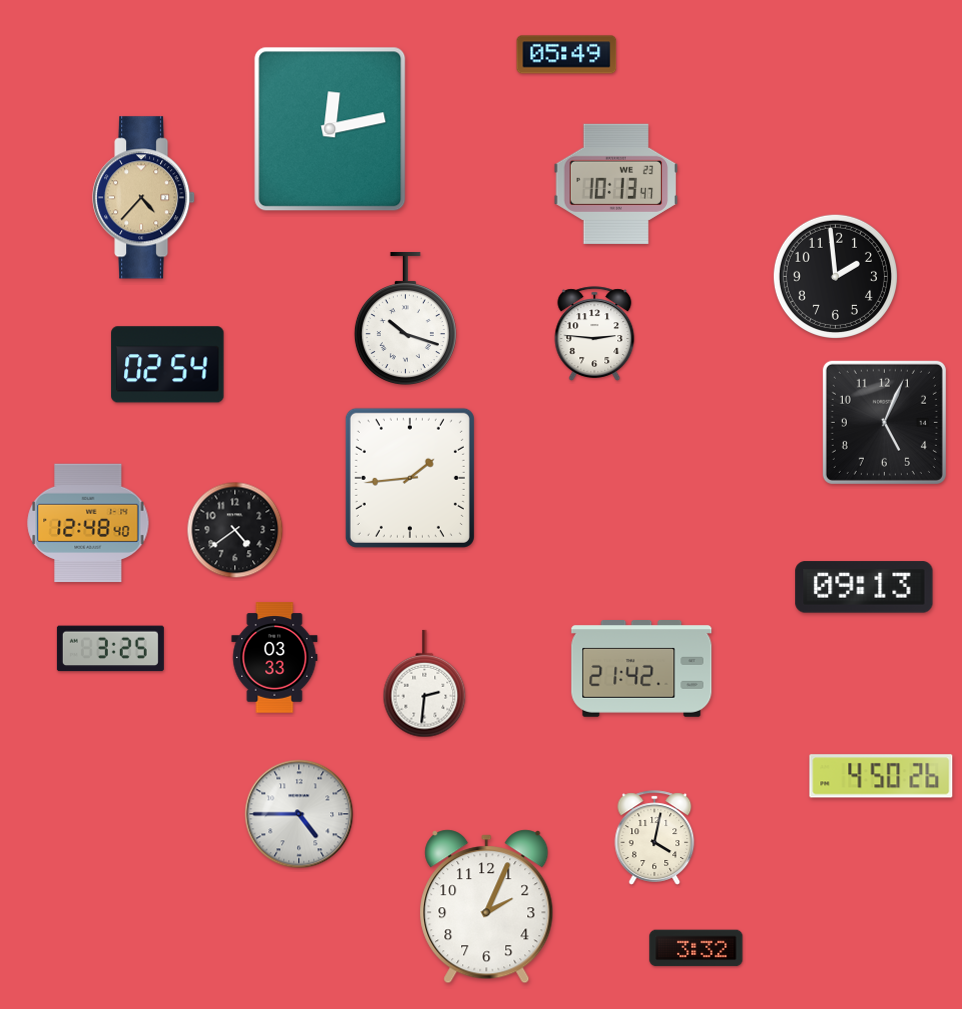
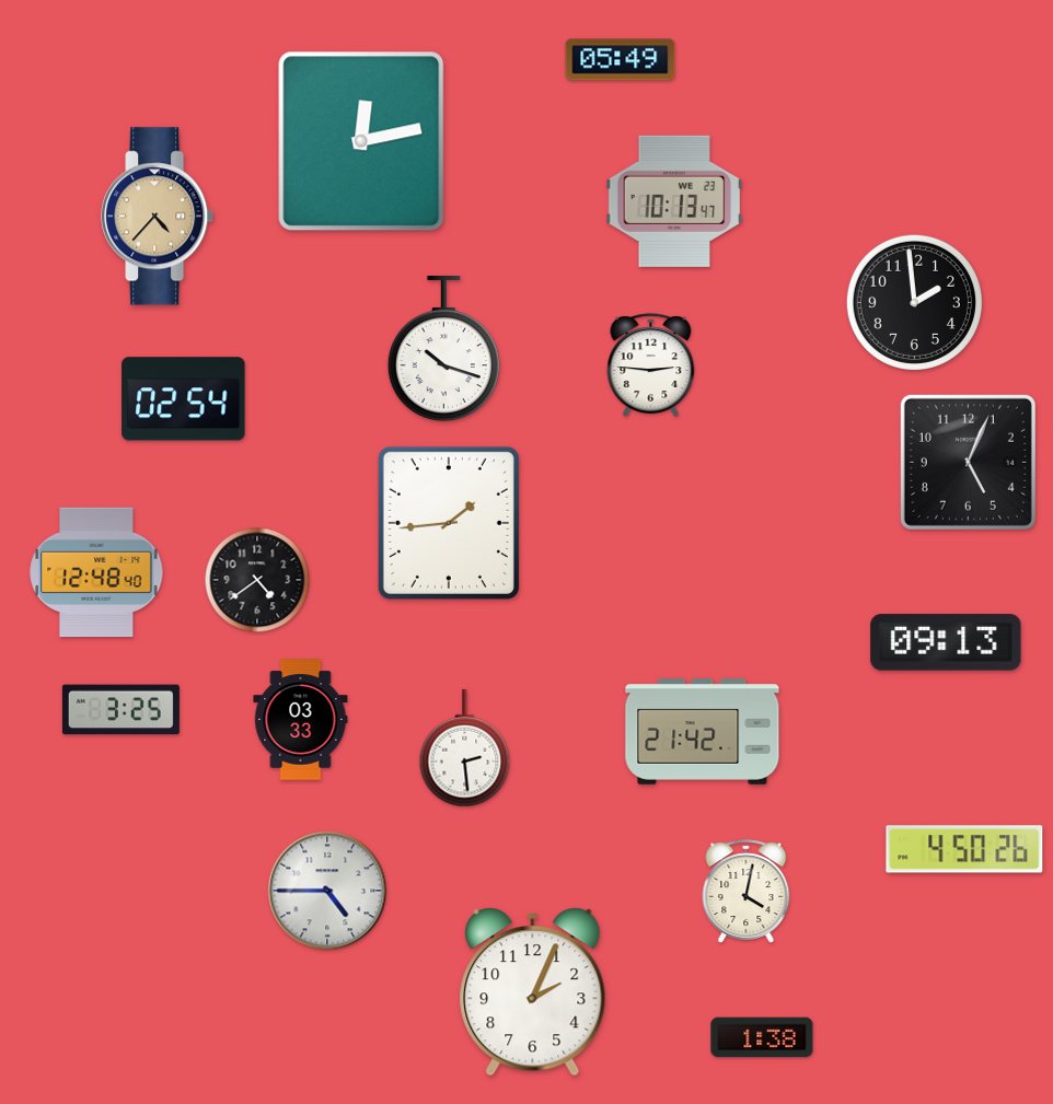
clock at (425, 684): 2:31 -> 2:29
clock at (655, 838) position: (655, 838) -> (747, 892)
clock at (696, 948): 3:32 -> 1:38
